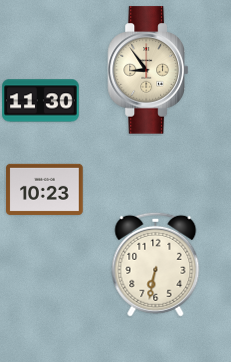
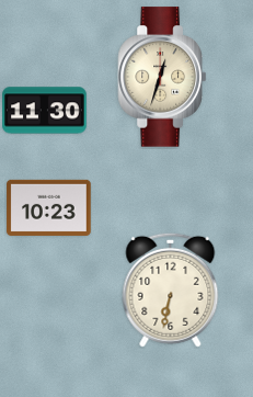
clock at (147, 70): 8:54 -> 12:33
